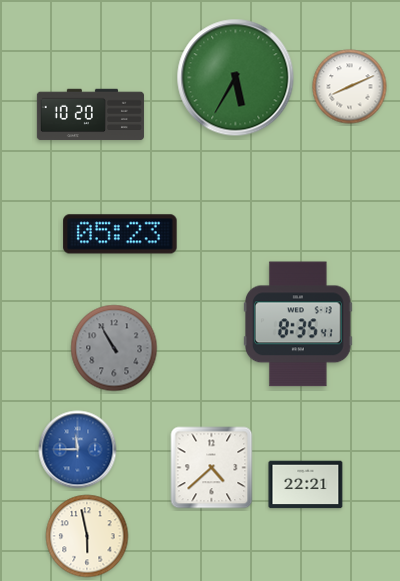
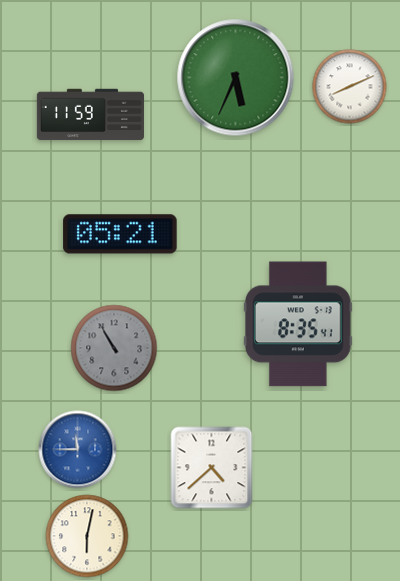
clock at (236, 78): 5:35 -> 5:34
clock at (90, 115): 10:20 -> 11:59
clock at (120, 234): 05:23 -> 05:21
clock at (306, 485): 22:21 -> none
clock at (87, 536): 5:58 -> 6:02
